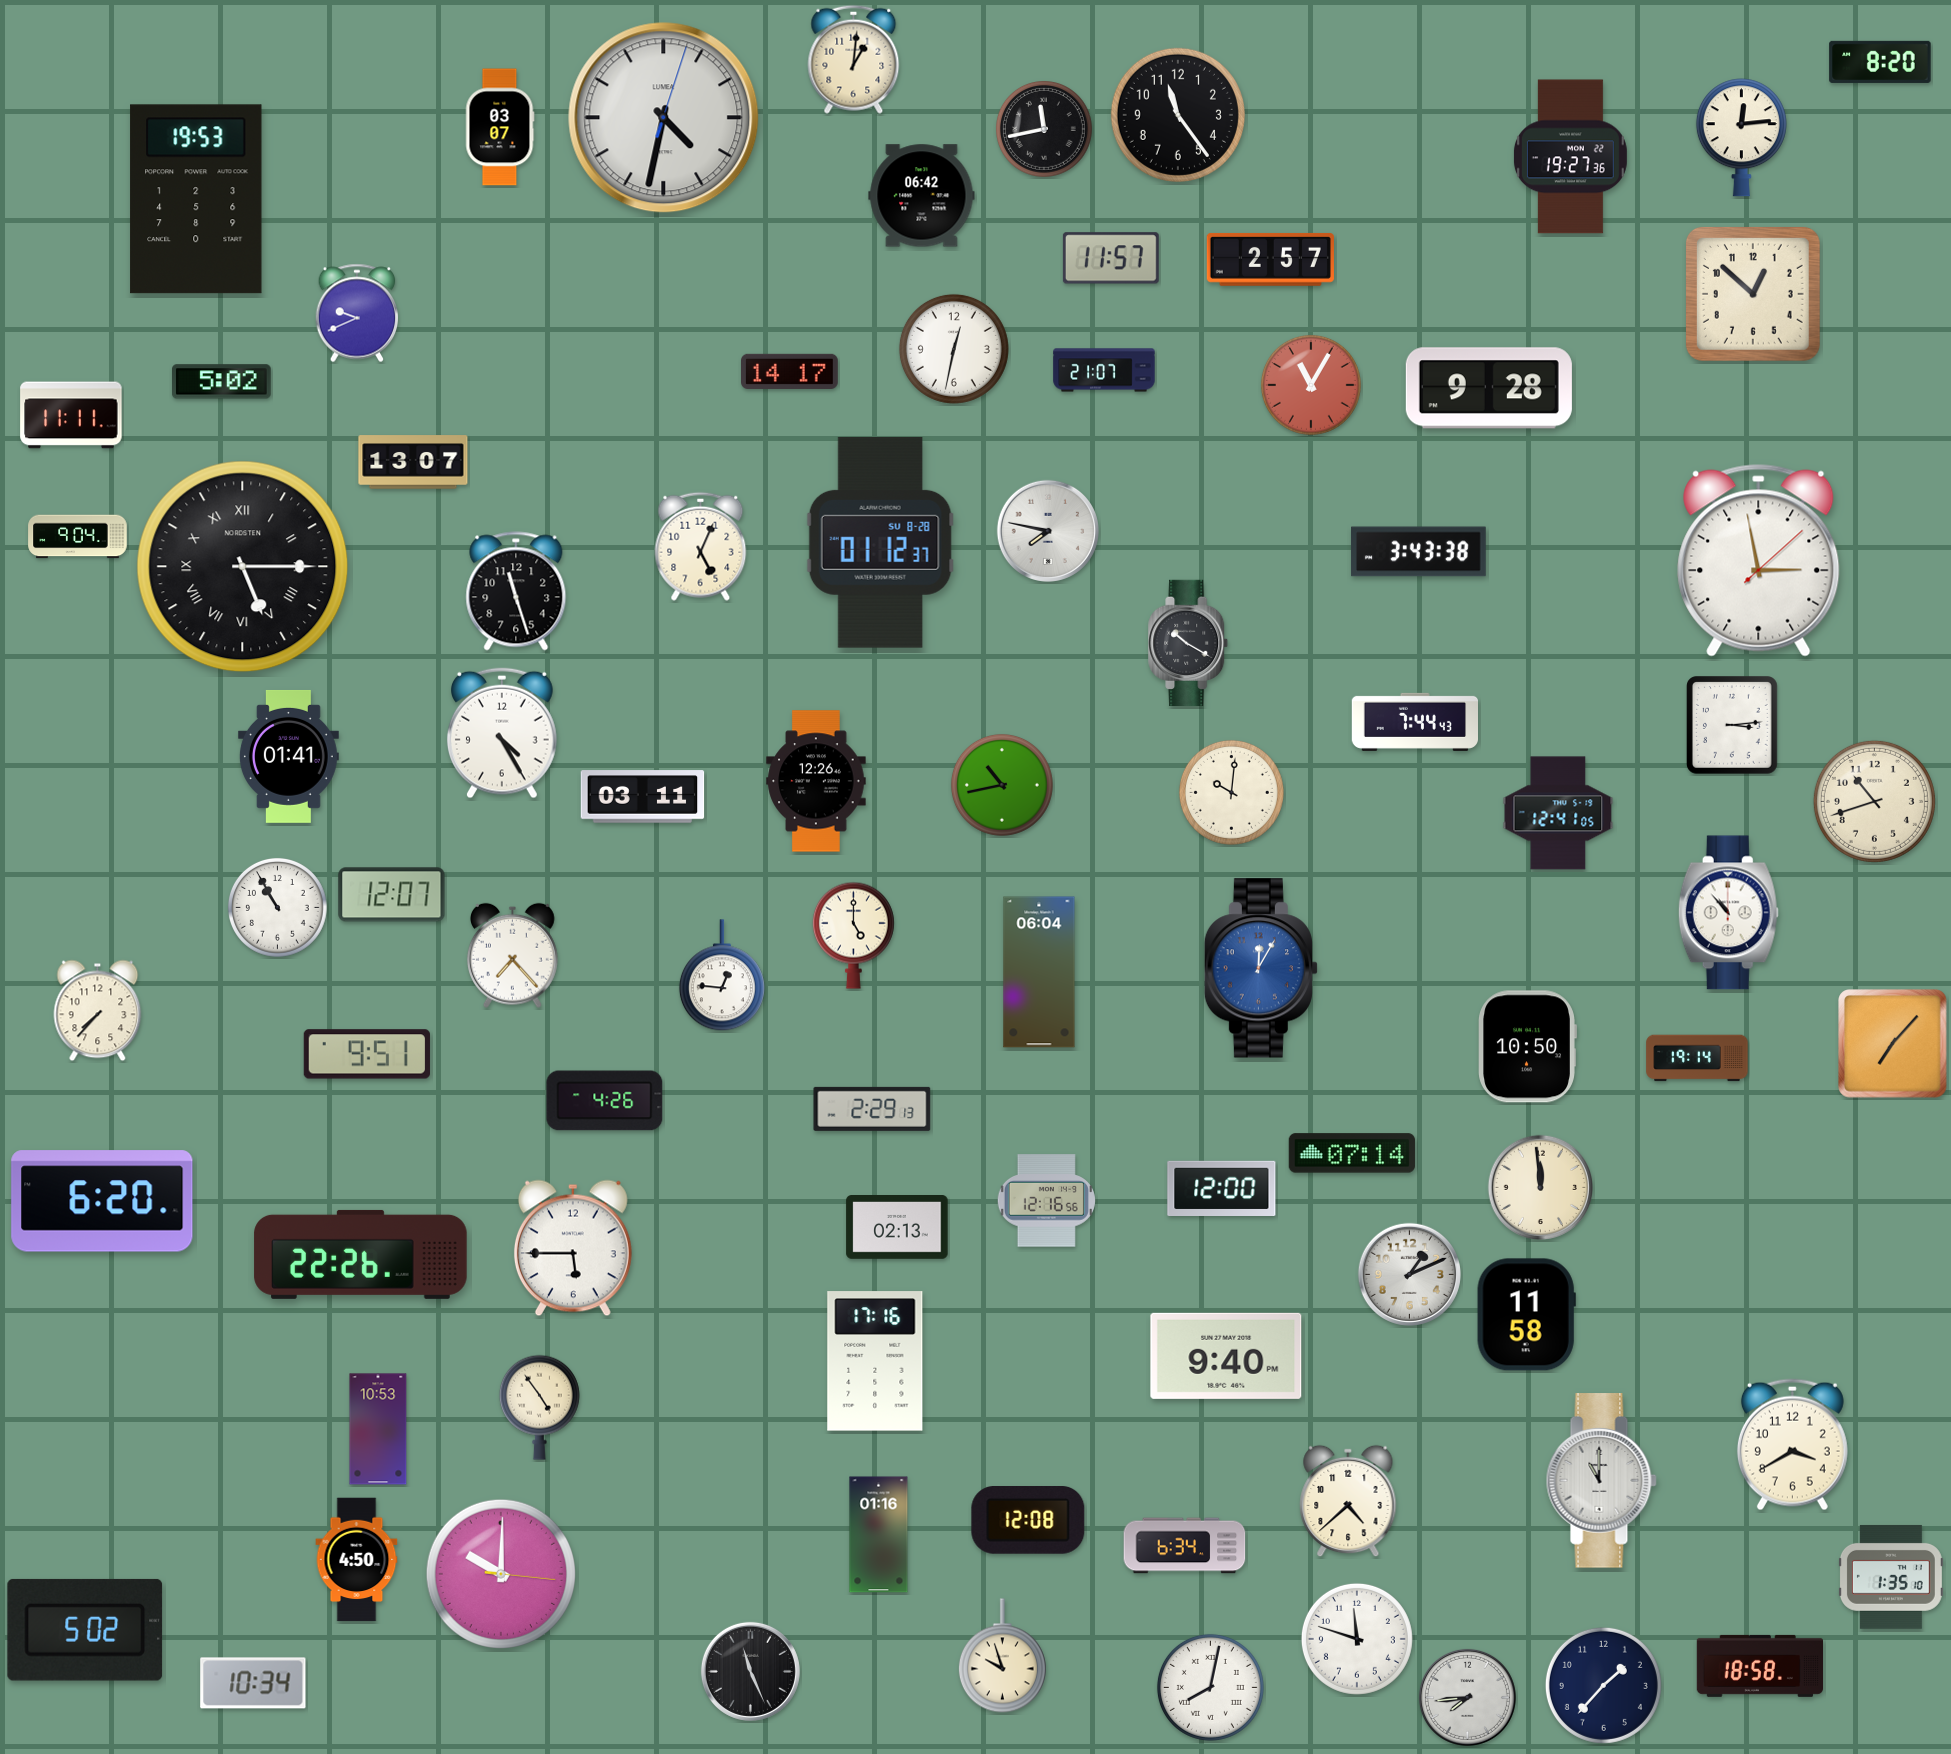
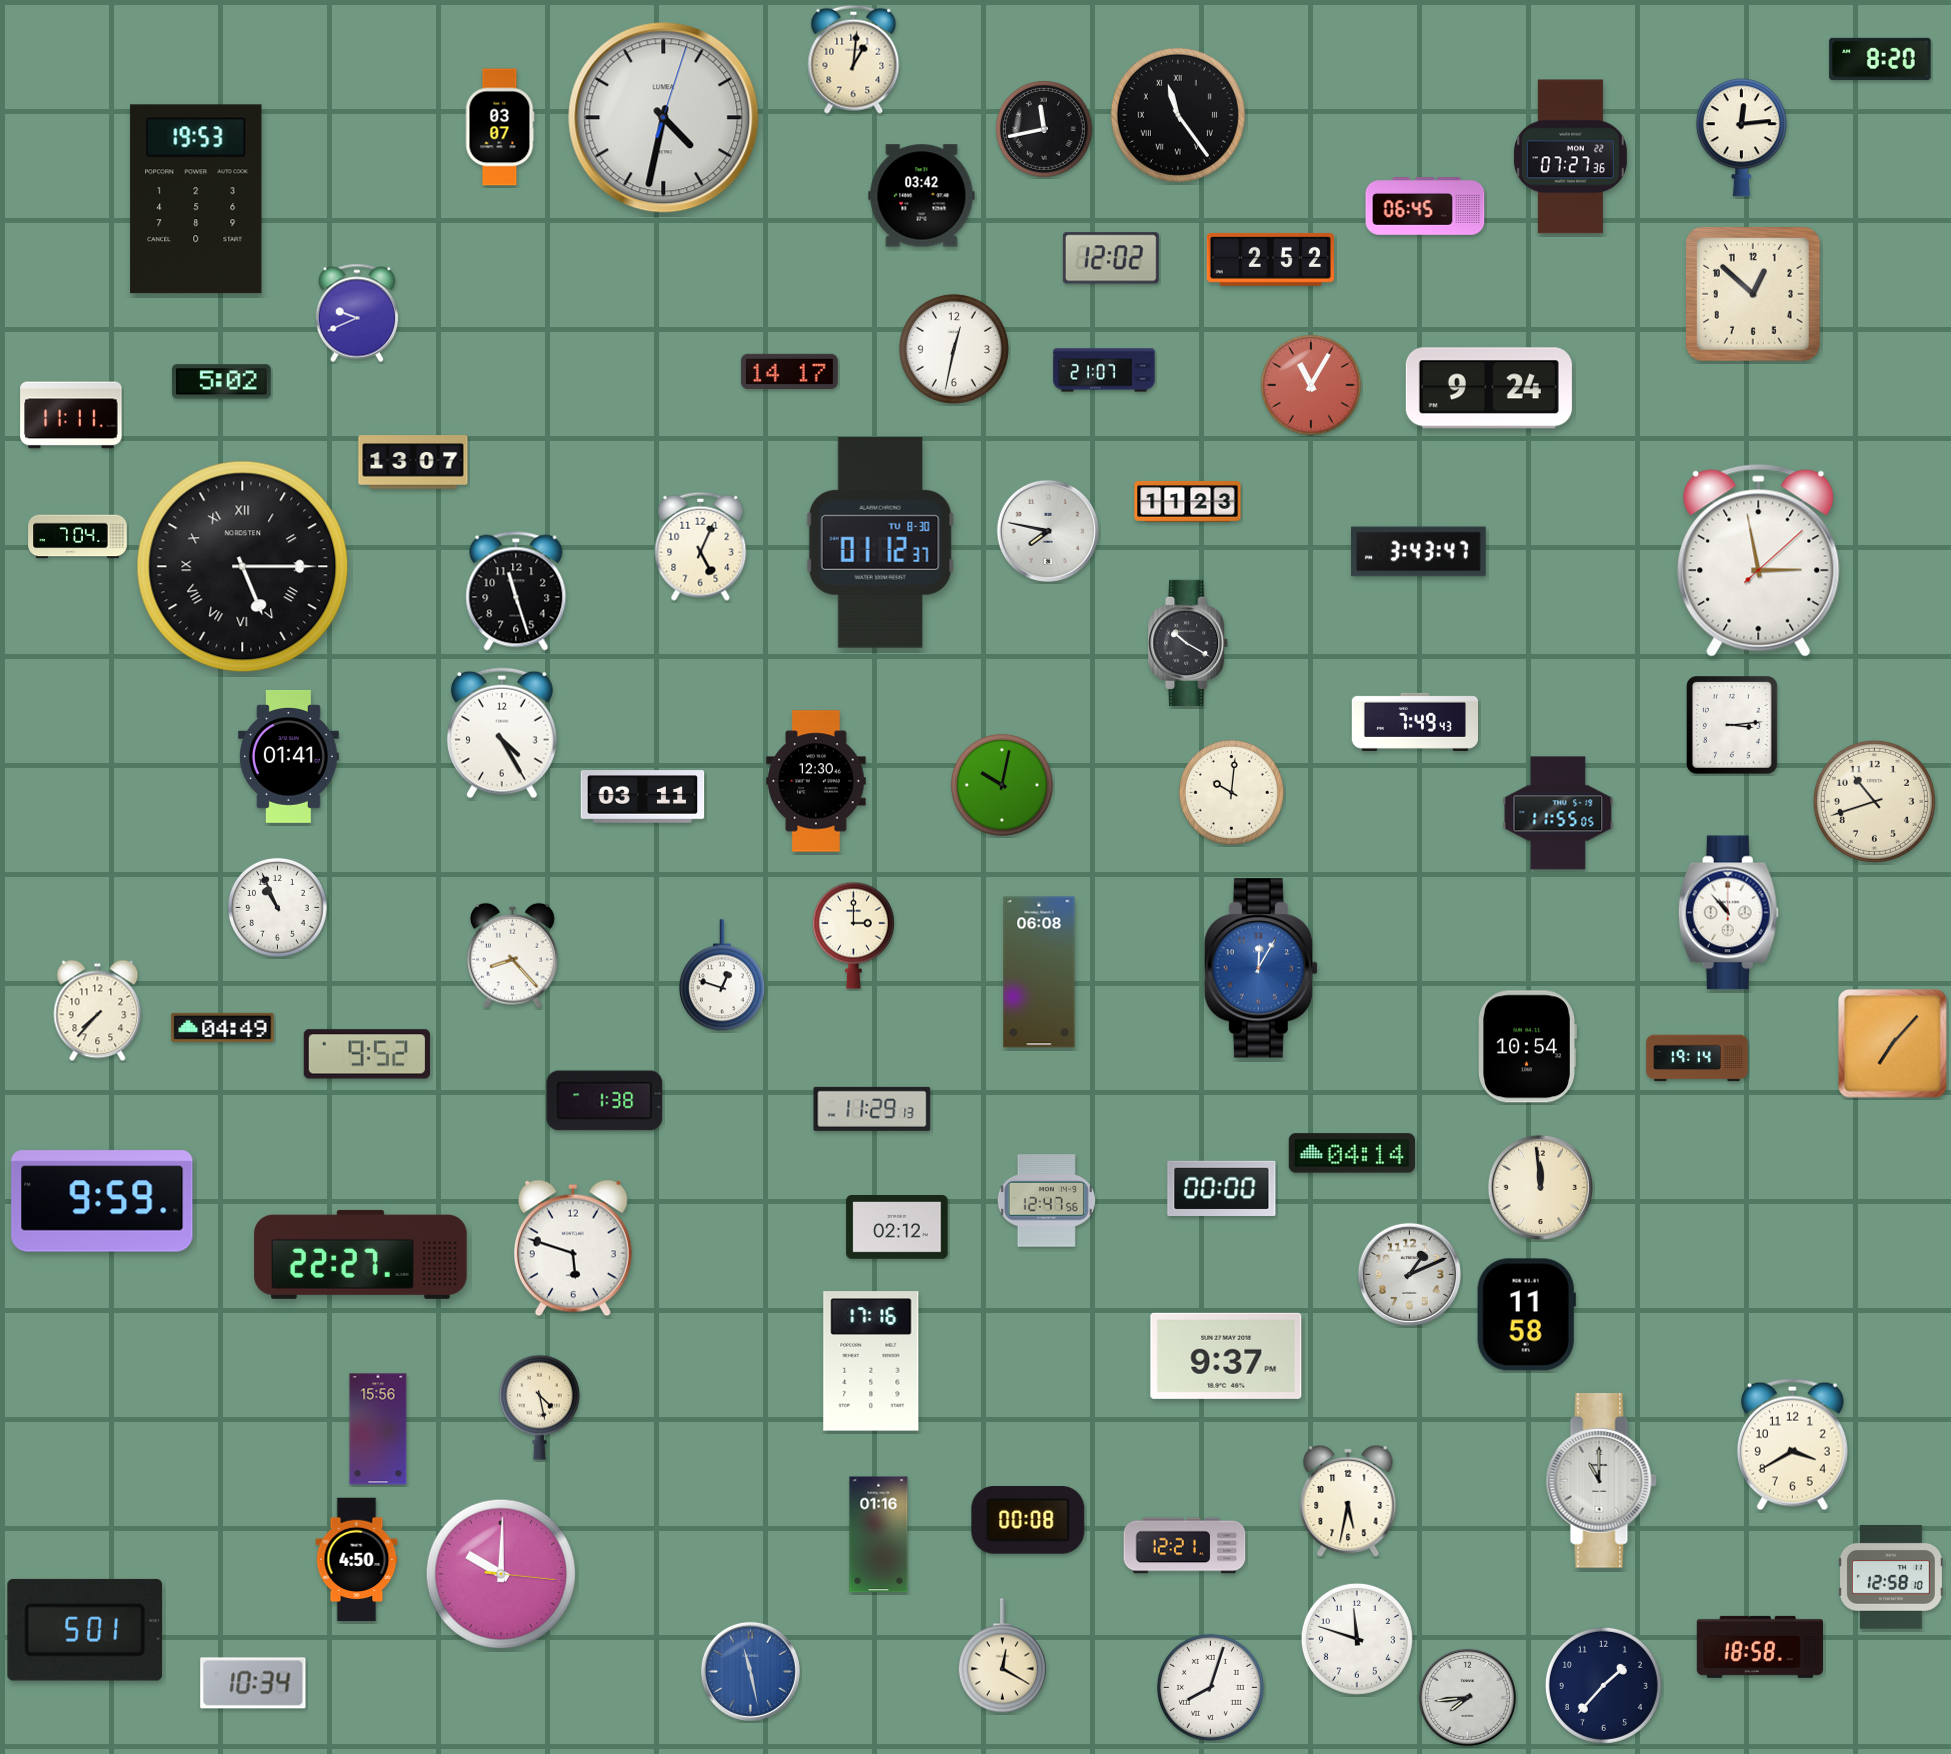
clock at (1880, 62) position: (1880, 62) -> (1880, 59)
clock at (1178, 115) numerals: Arabic -> Roman
clock at (1570, 157): 19:27 -> 07:27
clock at (922, 196): 06:42 -> 03:42
clock at (1425, 206): none -> 06:45
clock at (1111, 258): 11:57 -> 12:02
clock at (1270, 259): 2:57 -> 2:52
clock at (1489, 388): 9:28 -> 9:24
clock at (1188, 502): none -> 11:23
clock at (78, 537): 9:04 -> 7:04
clock at (880, 542) date: SU 8-28 -> TU 8-30
clock at (1419, 552): 3:43:38 -> 3:43:47
clock at (1415, 722): 7:44 -> 7:49
clock at (816, 781): 12:26 -> 12:30
clock at (1002, 785): 10:43 -> 10:02
clock at (1558, 813): 12:41 -> 11:55
clock at (392, 895): 12:07 -> none
clock at (277, 907): 10:55 -> 10:56
clock at (853, 935): 5:00 -> 3:00
clock at (512, 955): 7:23 -> 8:23
clock at (1039, 972): 06:04 -> 06:08
clock at (722, 976): 12:46 -> 12:48
clock at (223, 1027): none -> 04:49
clock at (1527, 1047): 10:50 -> 10:54
clock at (367, 1054): 9:51 -> 9:52
clock at (605, 1101): 4:26 -> 1:38
clock at (872, 1109): 2:29 -> 11:29
clock at (1352, 1153): 07:14 -> 04:14
clock at (1222, 1188): 12:00 -> 00:00
clock at (102, 1201): 6:20 -> 9:59
clock at (1046, 1201): 12:16 -> 12:47
clock at (897, 1228): 02:13 -> 02:12
clock at (573, 1248): 5:45 -> 5:48
clock at (361, 1254): 22:26 -> 22:27
clock at (1226, 1356): 9:40 -> 9:37
clock at (875, 1361) position: (875, 1361) -> (871, 1361)
clock at (539, 1407): 4:54 -> 4:28
clock at (378, 1429): 10:53 -> 15:56
clock at (1348, 1501): 4:38 -> 5:32
clock at (1028, 1521): 12:08 -> 00:08
clock at (1185, 1546): 6:34 -> 12:21
clock at (1891, 1577): 1:35 -> 12:58
clock at (85, 1630): 5:02 -> 5:01
clock at (1002, 1656): 9:57 -> 12:20
clock at (1759, 1666) position: (1759, 1666) -> (1759, 1647)
clock at (750, 1671): 11:26 -> 11:28
clock at (750, 1671) dial: black -> blue
clock at (1210, 1687): 8:02 -> 8:03
